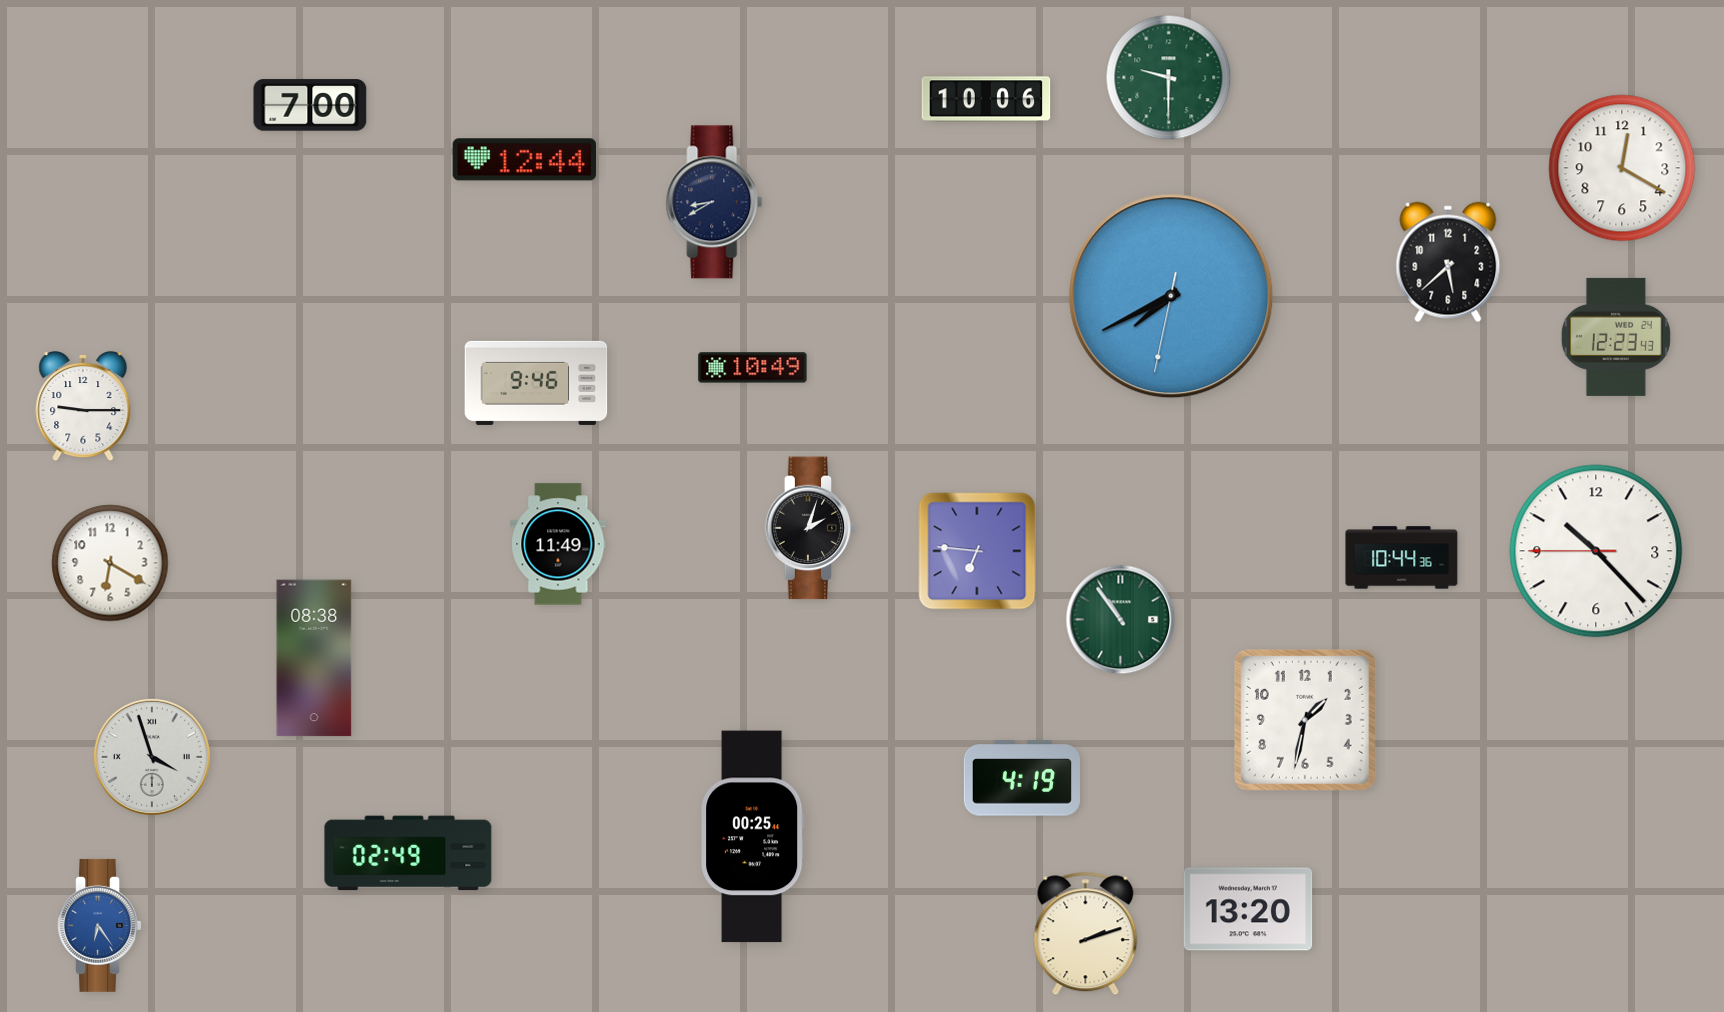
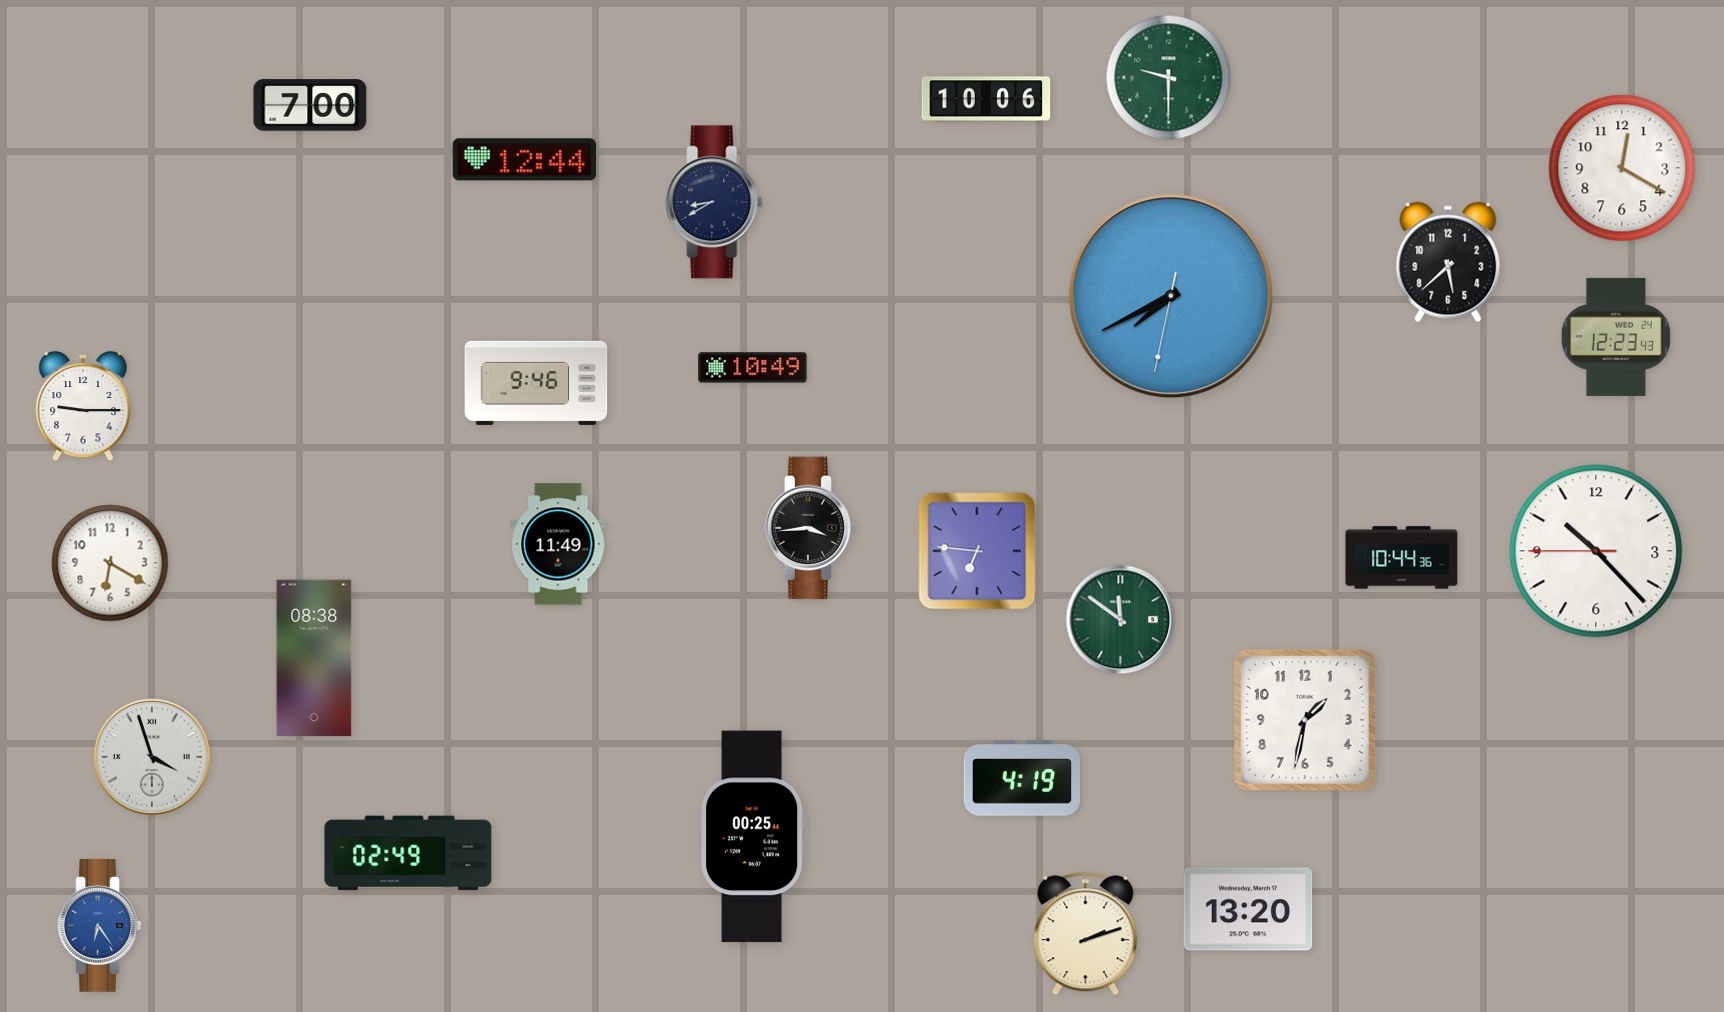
clock at (810, 528): 2:03 -> 3:44
clock at (1121, 620): 10:54 -> 11:51
